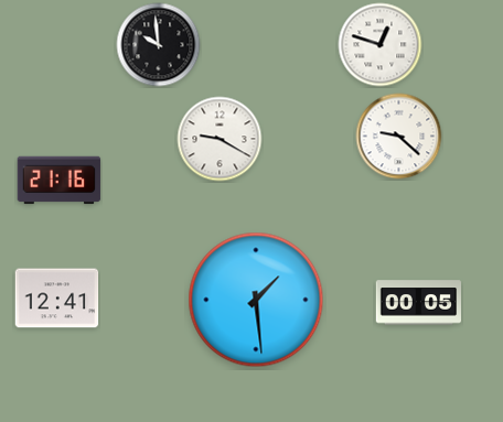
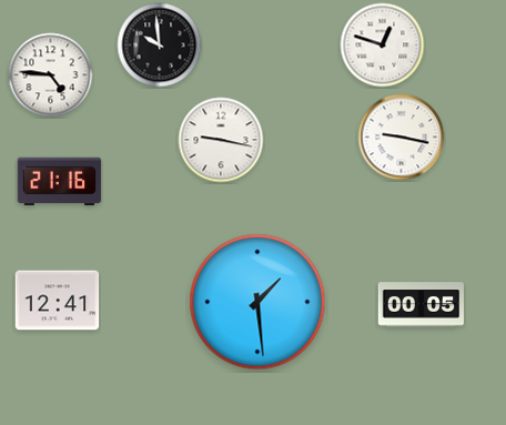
clock at (51, 75): none -> 4:46
clock at (399, 137): 9:22 -> 9:17
clock at (220, 139): 9:20 -> 9:17
